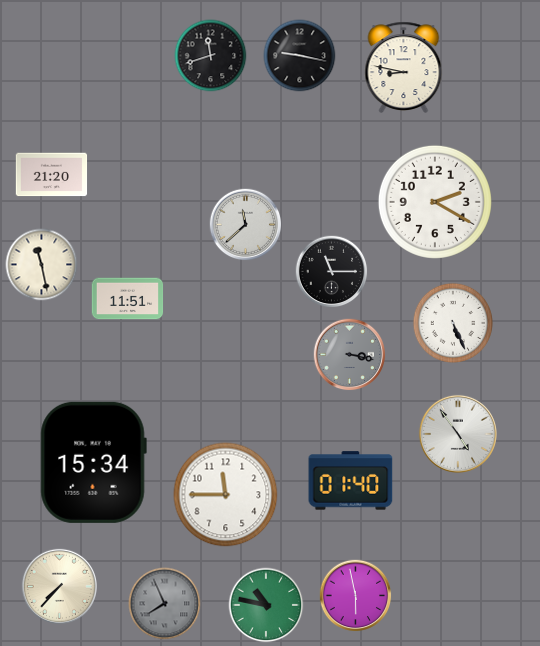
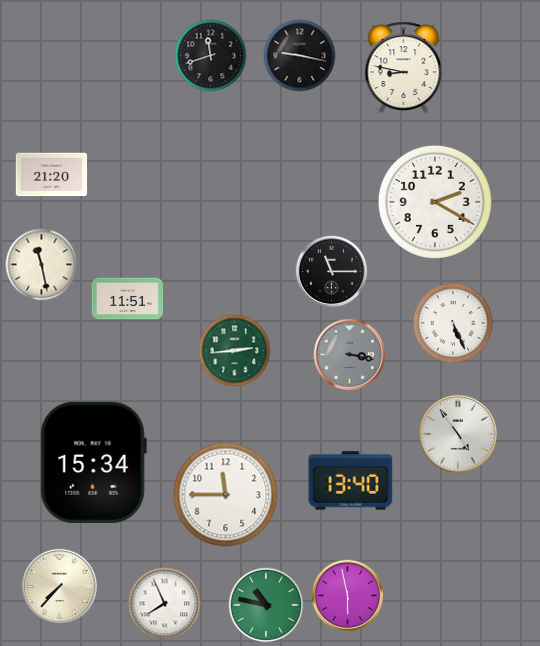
clock at (246, 225): 11:38 -> none
clock at (235, 351): none -> 2:44
clock at (351, 481): 01:40 -> 13:40
clock at (356, 596) position: (356, 596) -> (348, 596)
clock at (165, 604) dial: grey -> white
